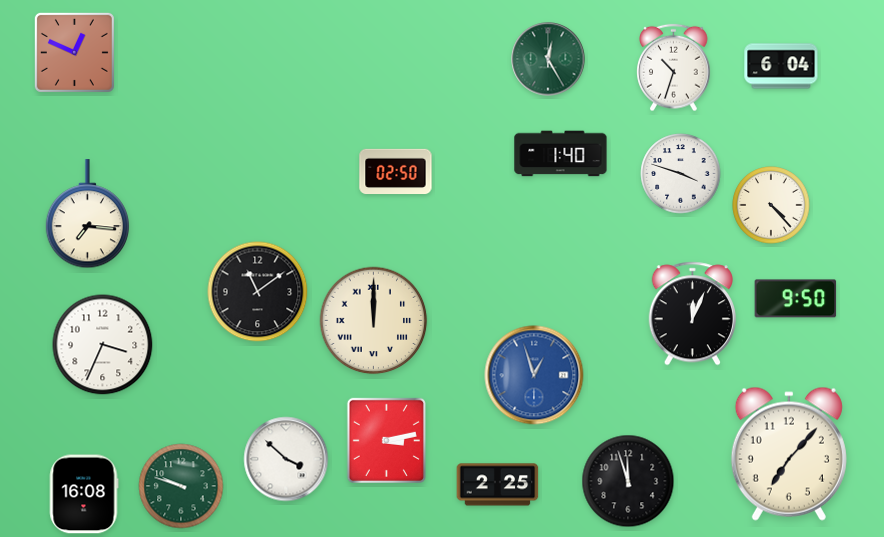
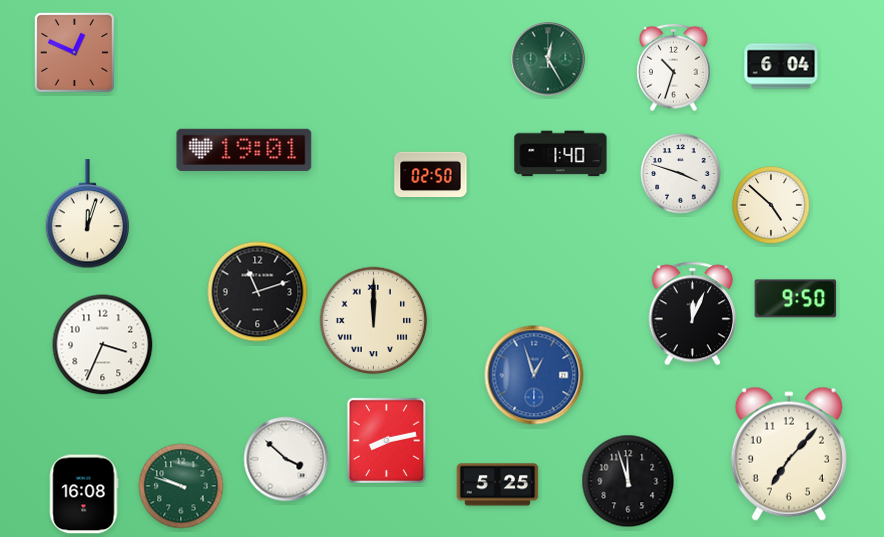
clock at (244, 150): none -> 19:01
clock at (396, 172) position: (396, 172) -> (431, 175)
clock at (771, 205): 4:23 -> 4:52
clock at (87, 214): 7:16 -> 12:03
clock at (258, 292): 11:09 -> 11:12
clock at (386, 440): 3:13 -> 8:13
clock at (498, 485): 2:25 -> 5:25
